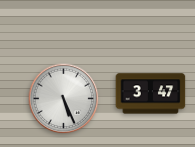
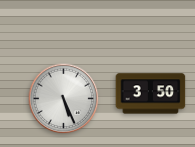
clock at (151, 94): 3:47 -> 3:50
